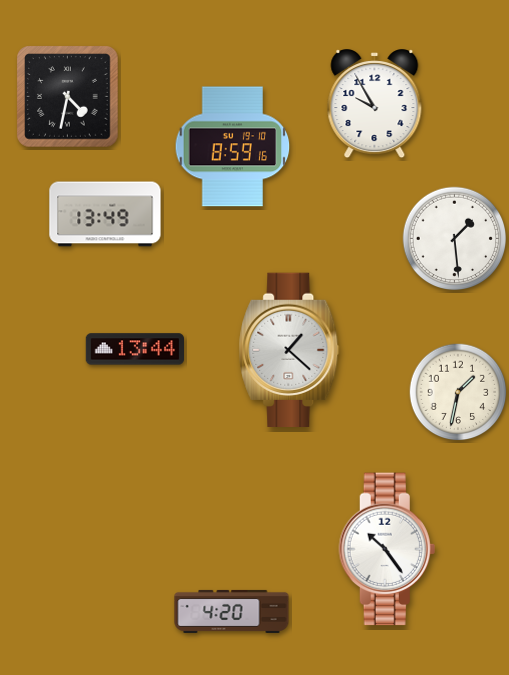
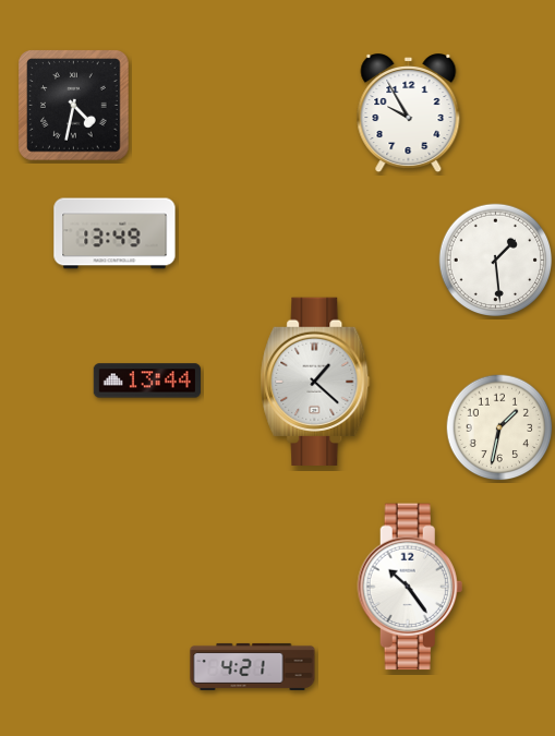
clock at (233, 147): 8:59 -> none
clock at (387, 549) position: (387, 549) -> (410, 587)
clock at (232, 611): 4:20 -> 4:21
